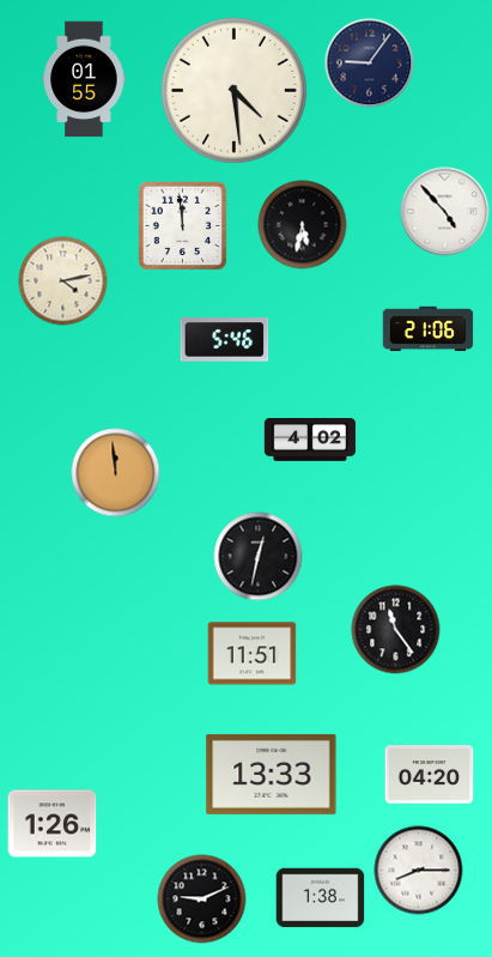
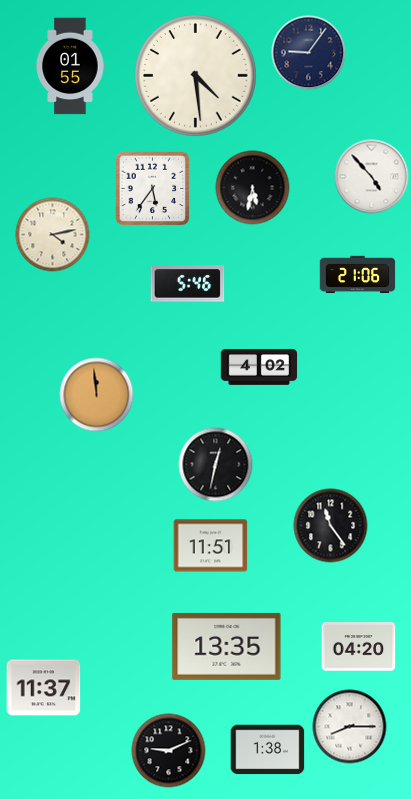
clock at (183, 226): 11:59 -> 5:36
clock at (272, 774): 13:33 -> 13:35
clock at (53, 824): 1:26 -> 11:37
